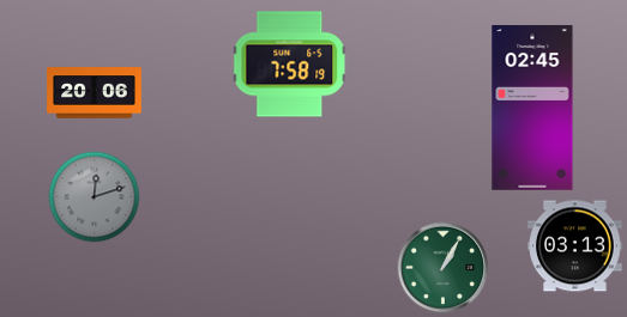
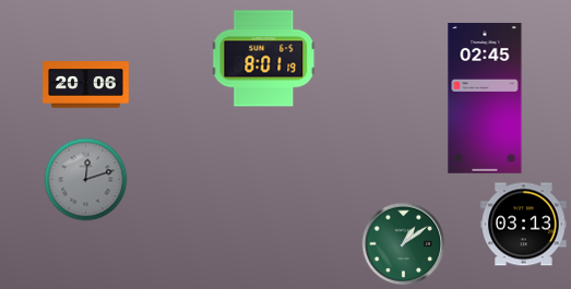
clock at (290, 65): 7:58 -> 8:01
clock at (444, 268): 1:05 -> 1:09
